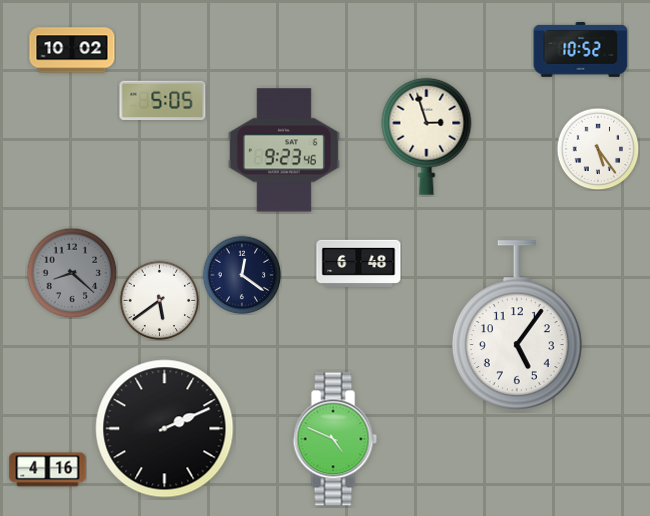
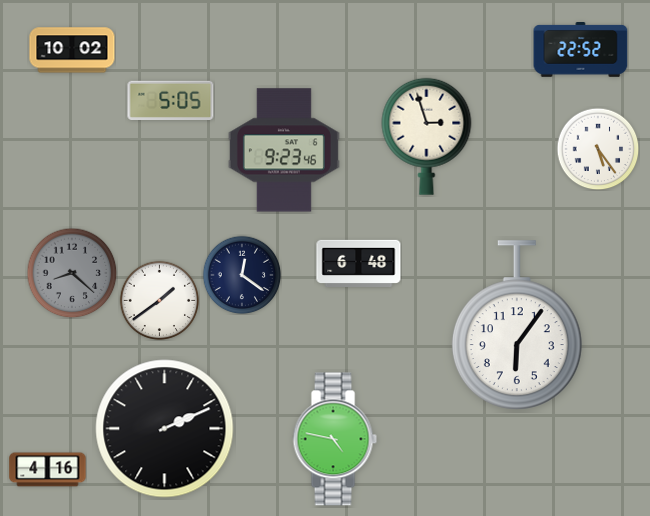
clock at (581, 50): 10:52 -> 22:52
clock at (163, 100) position: (163, 100) -> (171, 100)
clock at (159, 300): 5:39 -> 1:39
clock at (517, 325): 5:06 -> 6:06
clock at (335, 439): 4:49 -> 4:47
